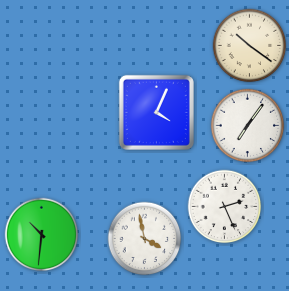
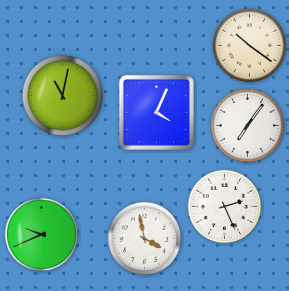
clock at (62, 95): none -> 11:02
clock at (42, 235): 10:31 -> 9:41
